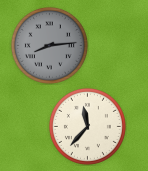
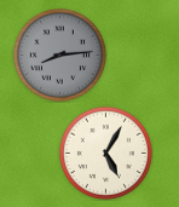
clock at (87, 126): 11:37 -> 5:05
